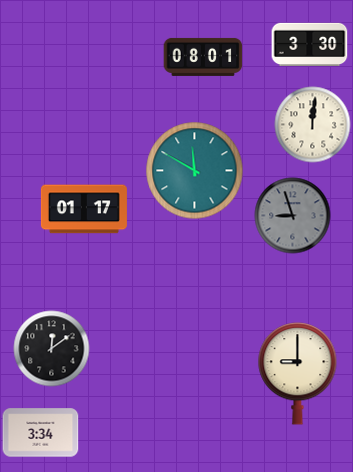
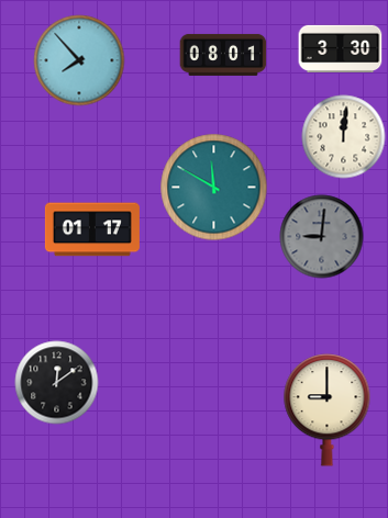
clock at (79, 60): none -> 7:53
clock at (203, 57) position: (203, 57) -> (223, 55)
clock at (293, 216): 8:57 -> 9:01
clock at (41, 433): 3:34 -> none
